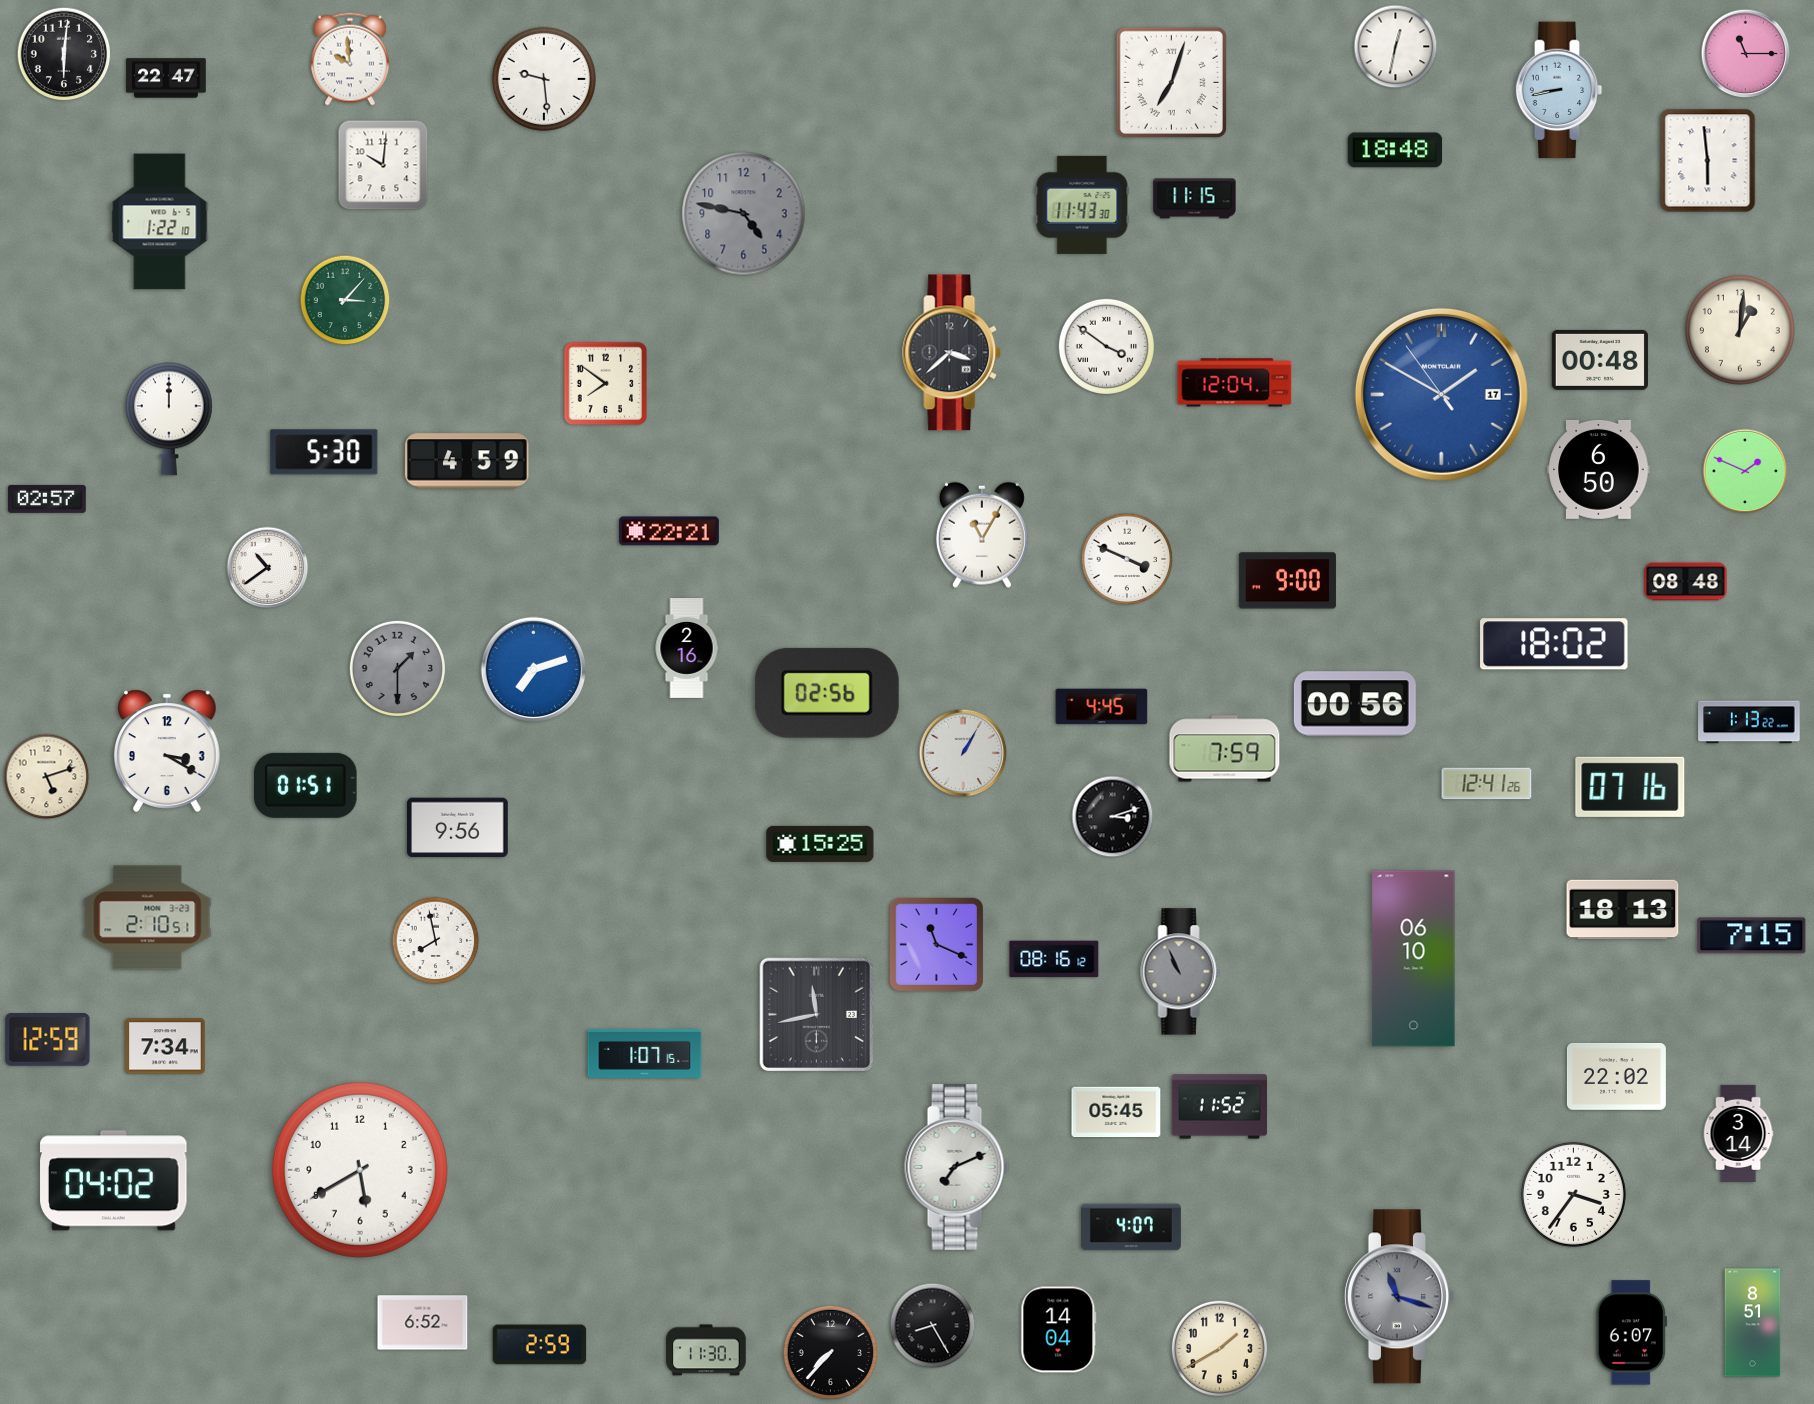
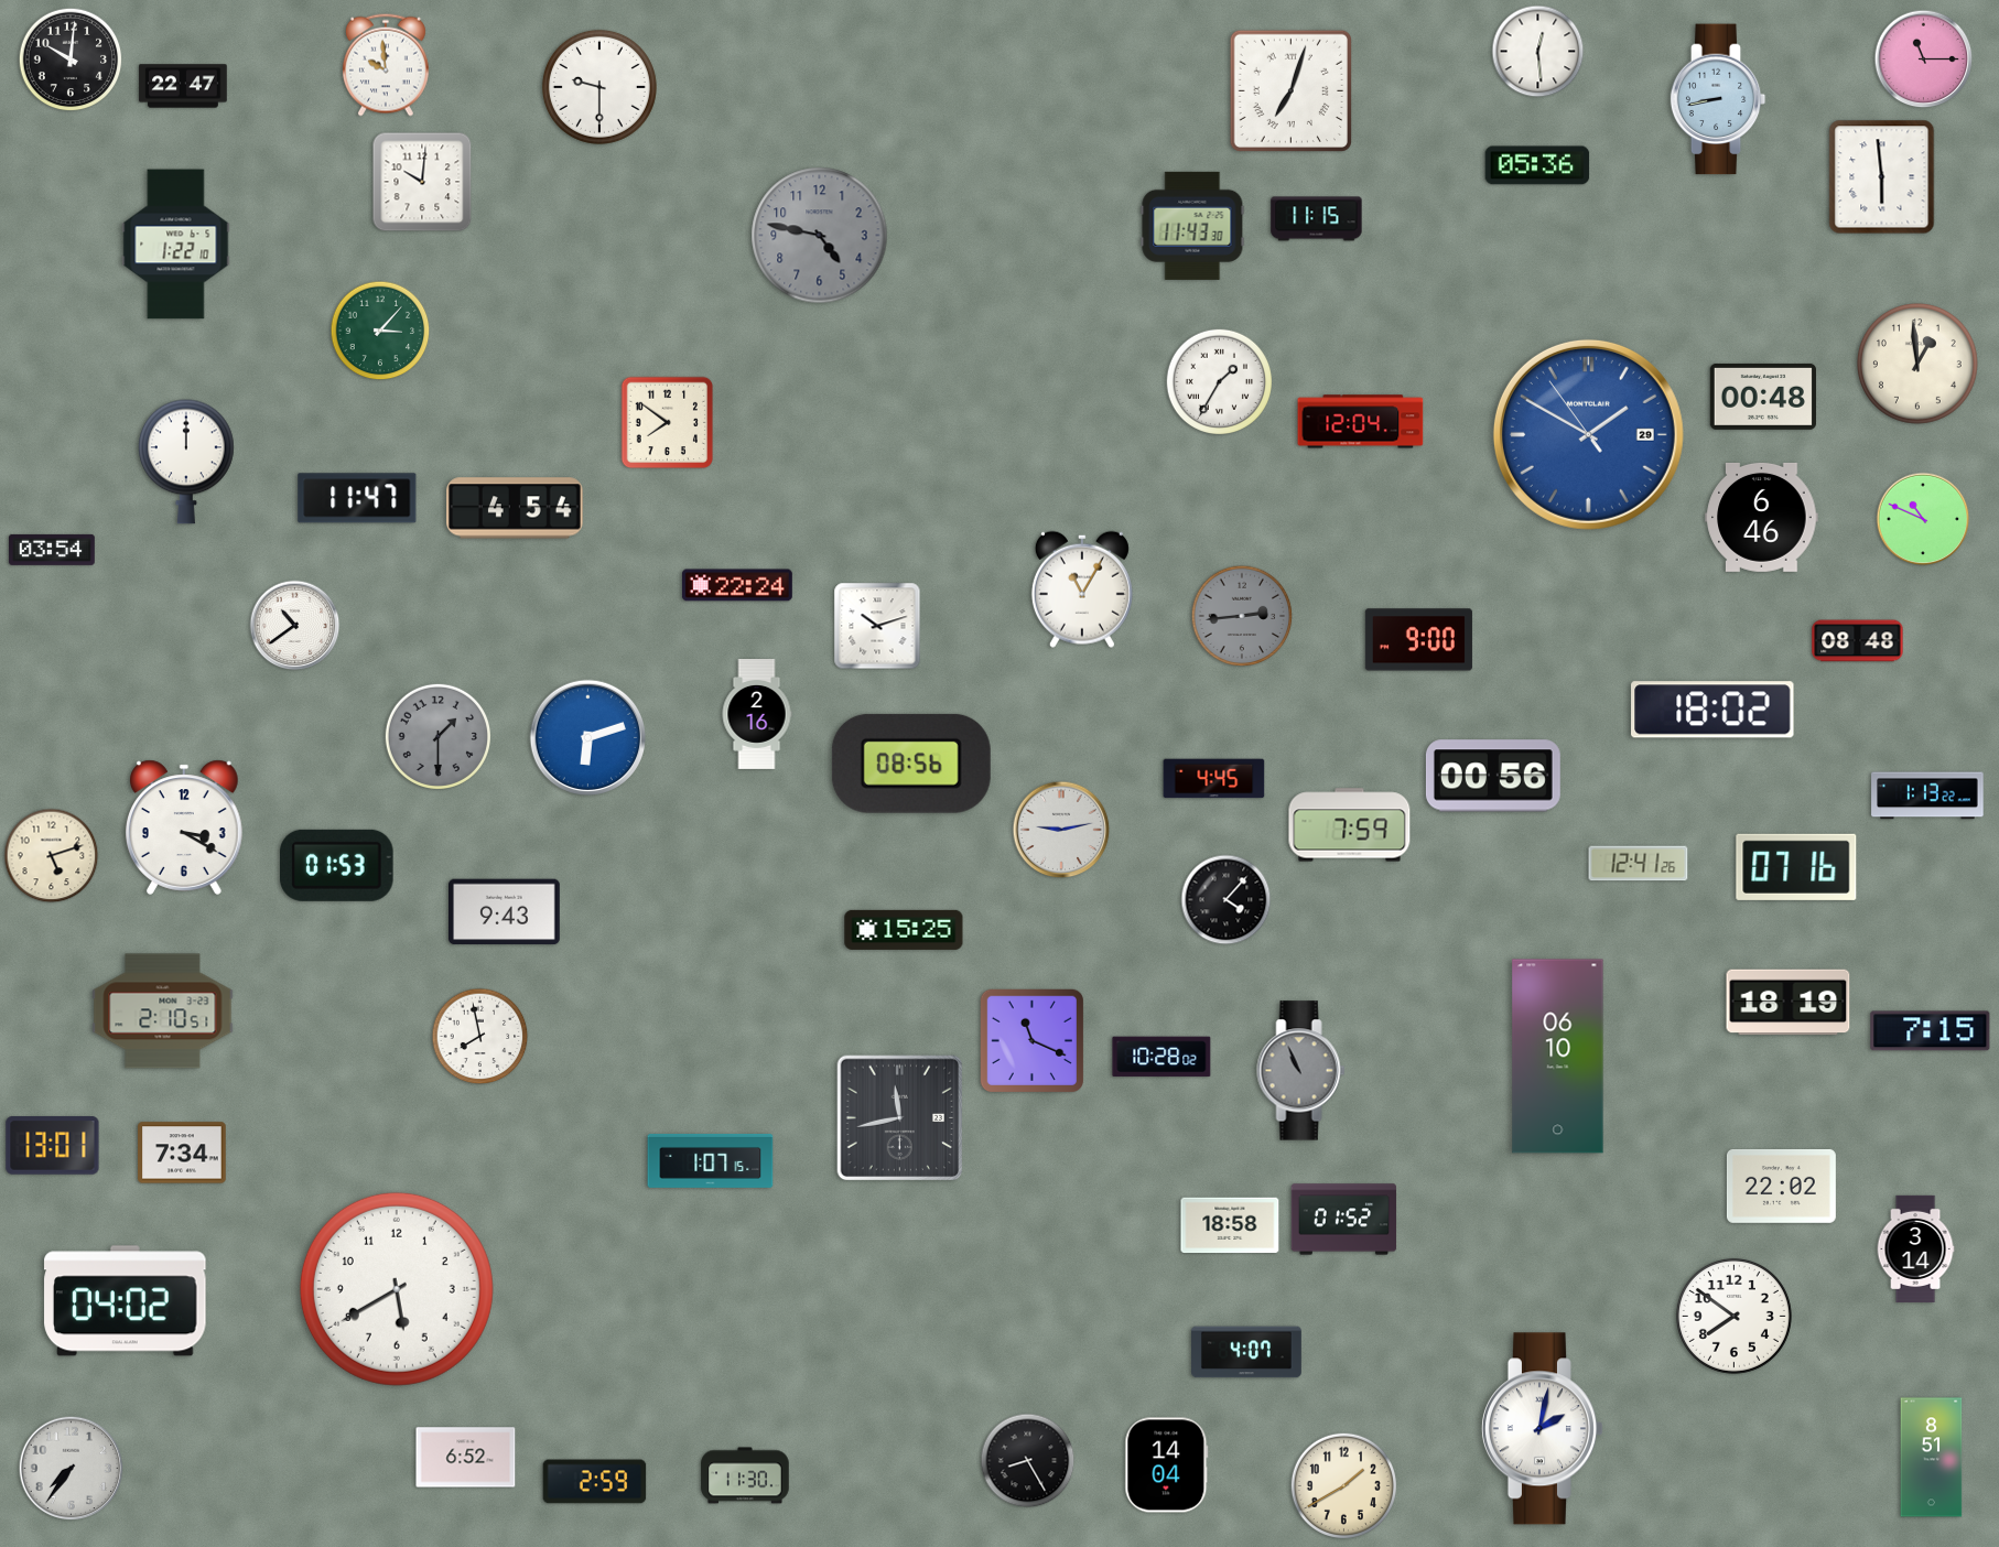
clock at (1396, 47): 12:32 -> 12:29
clock at (64, 54): 6:01 -> 10:01
clock at (544, 79): 9:29 -> 9:30
clock at (1395, 150): 18:48 -> 05:36
clock at (1741, 331): 1:01 -> 12:59
clock at (1106, 346): 3:51 -> 1:35
clock at (952, 353): 3:38 -> none
clock at (1441, 394) date: 17 -> 29
clock at (324, 452): 5:30 -> 11:47
clock at (467, 461): 4:59 -> 4:54
clock at (1599, 469): 6:50 -> 6:46
clock at (1745, 471): 1:49 -> 10:49
clock at (47, 499): 02:57 -> 03:54
clock at (669, 531): 22:21 -> 22:24
clock at (1127, 559): 3:49 -> 2:44
clock at (1127, 559) dial: white -> grey
clock at (877, 626): none -> 10:12
clock at (534, 670): 7:12 -> 6:12
clock at (827, 693): 02:56 -> 08:56
clock at (963, 753): 1:05 -> 9:13
clock at (306, 785): 01:51 -> 01:53
clock at (1113, 817): 3:12 -> 4:07
clock at (458, 828): 9:56 -> 9:43
clock at (1623, 910): 18:13 -> 18:19
clock at (1054, 959): 08:16 -> 10:28
clock at (48, 1040): 12:59 -> 13:01
clock at (1220, 1107): 11:52 -> 01:52
clock at (1116, 1112): 05:45 -> 18:58
clock at (957, 1167): 7:11 -> none
clock at (1573, 1194): 3:36 -> 7:51
clock at (1399, 1297): 11:18 -> 2:02
clock at (1399, 1297) dial: grey -> white
clock at (72, 1469): none -> 7:36
clock at (1631, 1333): 6:07 -> none
clock at (706, 1350) position: (706, 1350) -> (745, 1475)
clock at (831, 1353): 7:37 -> none
